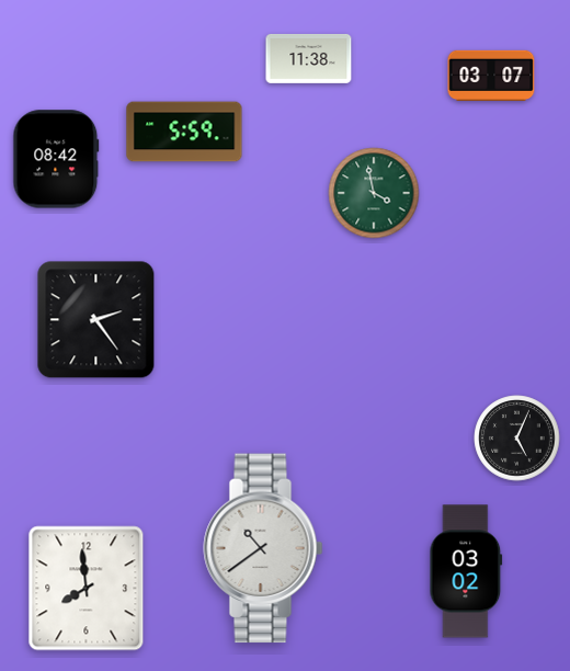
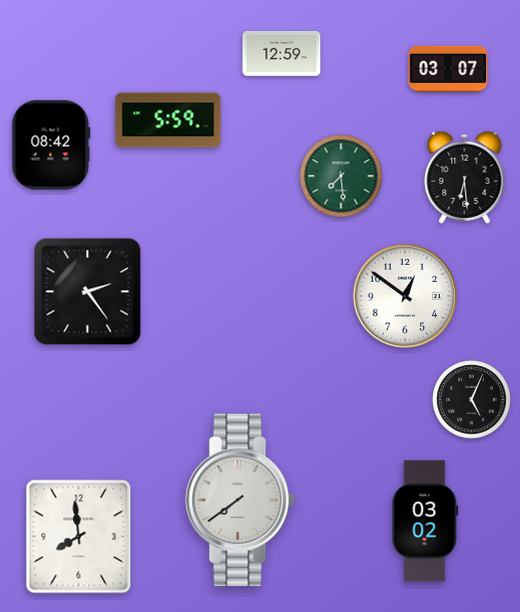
clock at (309, 58): 11:38 -> 12:59
clock at (374, 193): 3:58 -> 7:29
clock at (465, 177): none -> 6:29
clock at (404, 295): none -> 12:51
clock at (263, 548): 10:39 -> 7:39
